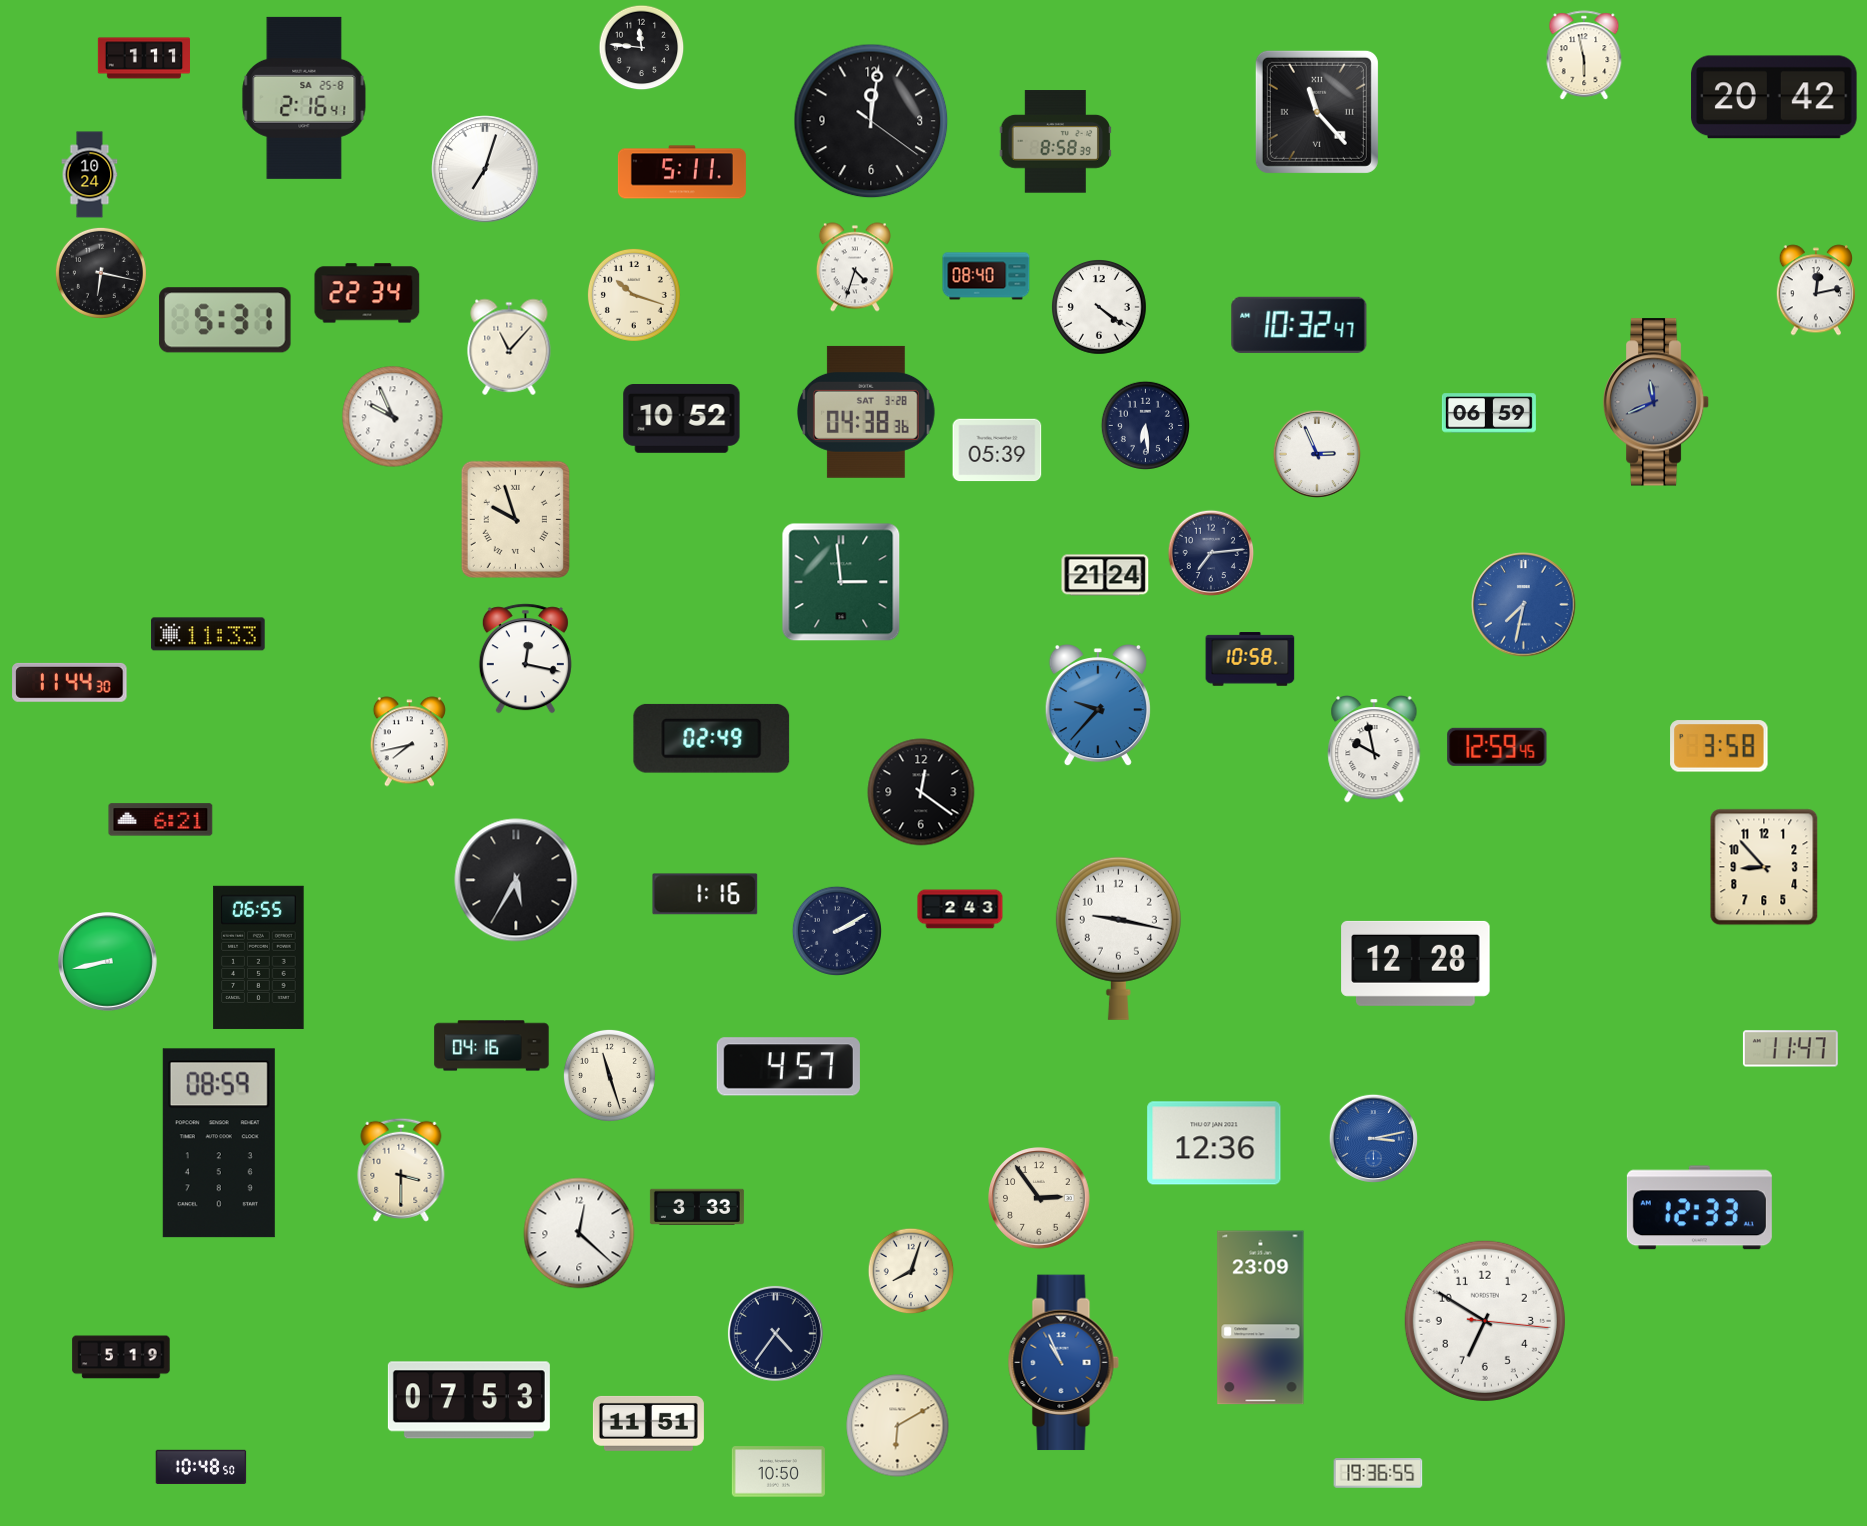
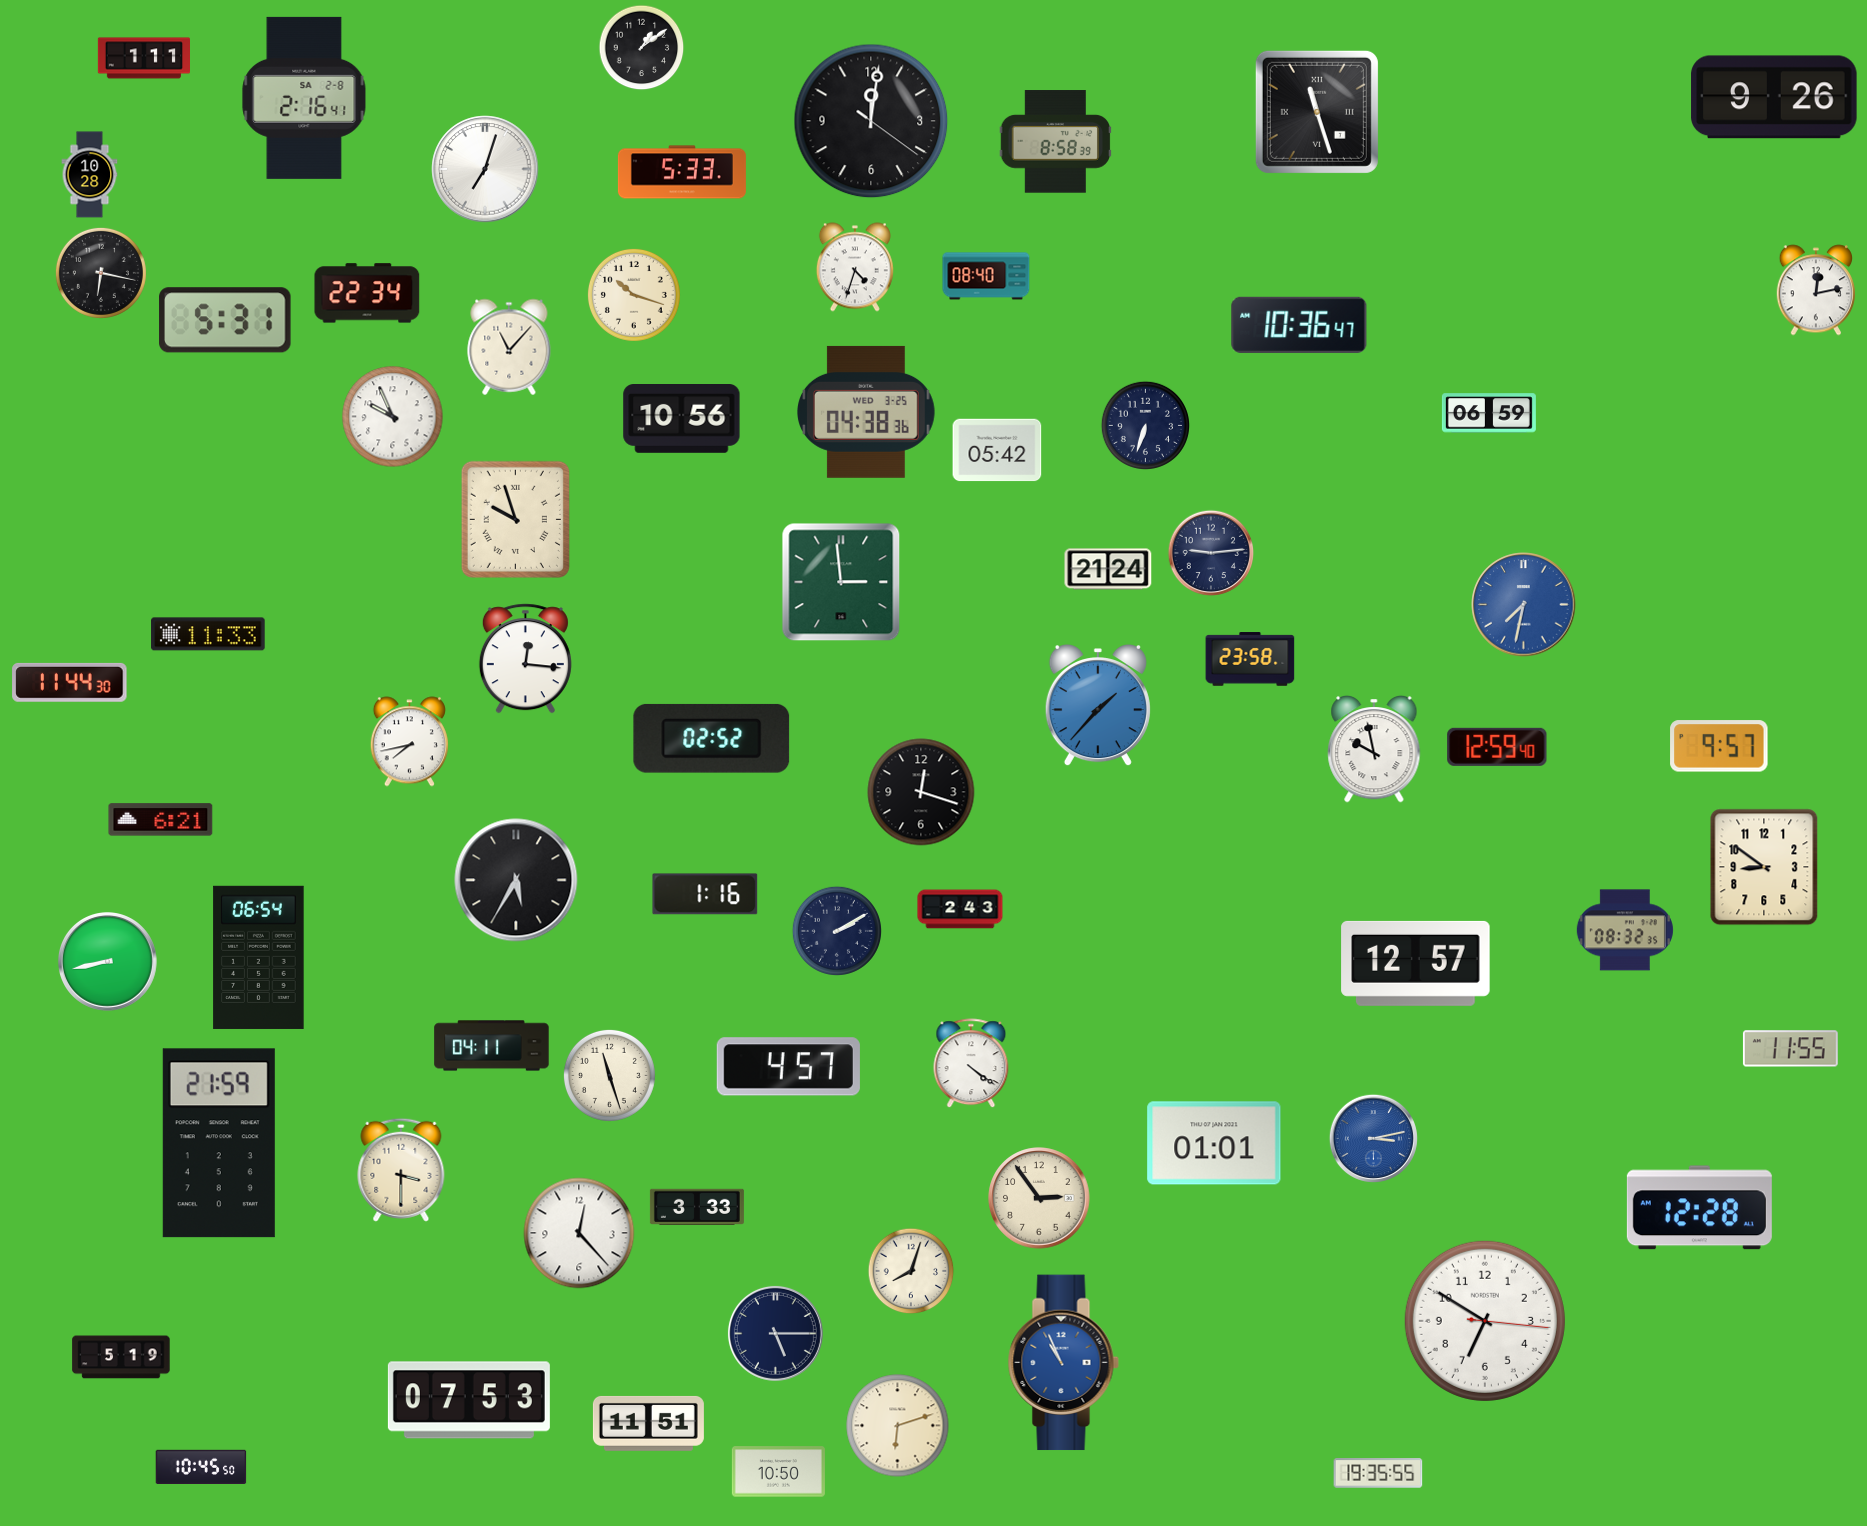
clock at (642, 48): 11:46 -> 1:09
clock at (1584, 56): 5:58 -> none
clock at (1774, 97): 20:42 -> 9:26
clock at (304, 98) date: SA 25-8 -> SA 2-8
clock at (1317, 112): 11:23 -> 11:27
clock at (682, 172): 5:11 -> 5:33
clock at (90, 175): 10:24 -> 10:28
clock at (1100, 308): 4:21 -> none
clock at (1299, 325): 10:32 -> 10:36
clock at (1656, 402): 11:41 -> none
clock at (867, 412) date: SAT 3-28 -> WED 3-25
clock at (682, 419): 10:52 -> 10:56
clock at (1145, 425): 6:29 -> 6:33
clock at (997, 450): 05:39 -> 05:42
clock at (1317, 454): 2:56 -> none
clock at (1210, 552): 7:14 -> 9:14
clock at (1105, 575) position: (1105, 575) -> (1108, 569)
clock at (525, 659): 12:17 -> 12:16
clock at (1250, 659): 10:58 -> 23:58
clock at (1098, 705): 9:37 -> 1:37
clock at (712, 738): 02:49 -> 02:52
clock at (1719, 746): 3:58 -> 9:57
clock at (1497, 747): 12:59:45 -> 12:59:40
clock at (921, 792): 12:21 -> 12:18
clock at (1764, 867): 8:53 -> 8:51
clock at (1625, 930): none -> 08:32
clock at (1118, 938): 9:17 -> none
clock at (259, 957): 06:55 -> 06:54
clock at (1416, 963): 12:28 -> 12:57
clock at (492, 1046): 04:16 -> 04:11
clock at (1790, 1049): 11:47 -> 11:55
clock at (971, 1064): none -> 4:21
clock at (219, 1143): 08:59 -> 21:59
clock at (1214, 1143): 12:36 -> 01:01
clock at (1699, 1208): 12:33 -> 12:28
clock at (579, 1233): 12:22 -> 12:23
clock at (1261, 1318): 23:09 -> none
clock at (775, 1333): 4:36 -> 5:15
clock at (898, 1426): 6:10 -> 6:12
clock at (201, 1466): 10:48 -> 10:45
clock at (1378, 1473): 19:36 -> 19:35
